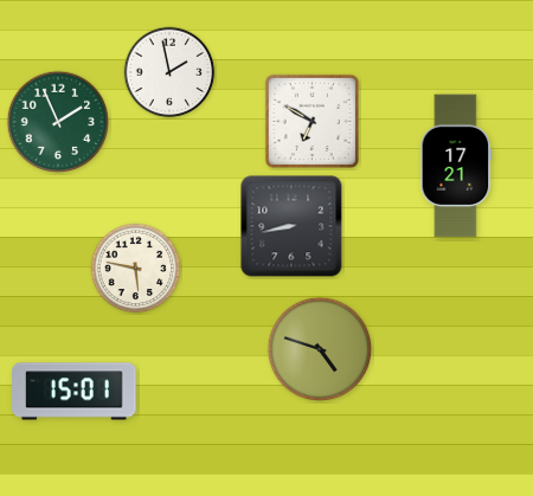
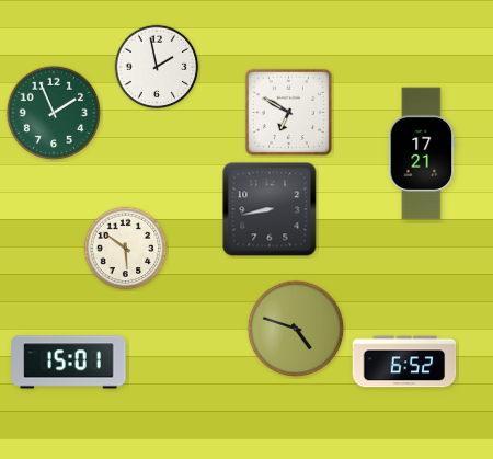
clock at (136, 269): 5:47 -> 5:51
clock at (320, 349) position: (320, 349) -> (296, 329)
clock at (404, 362): none -> 6:52
